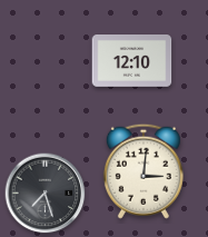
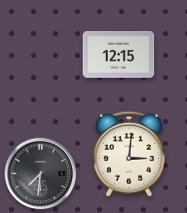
clock at (132, 61): 12:10 -> 12:15
clock at (46, 194): 7:27 -> 7:31
